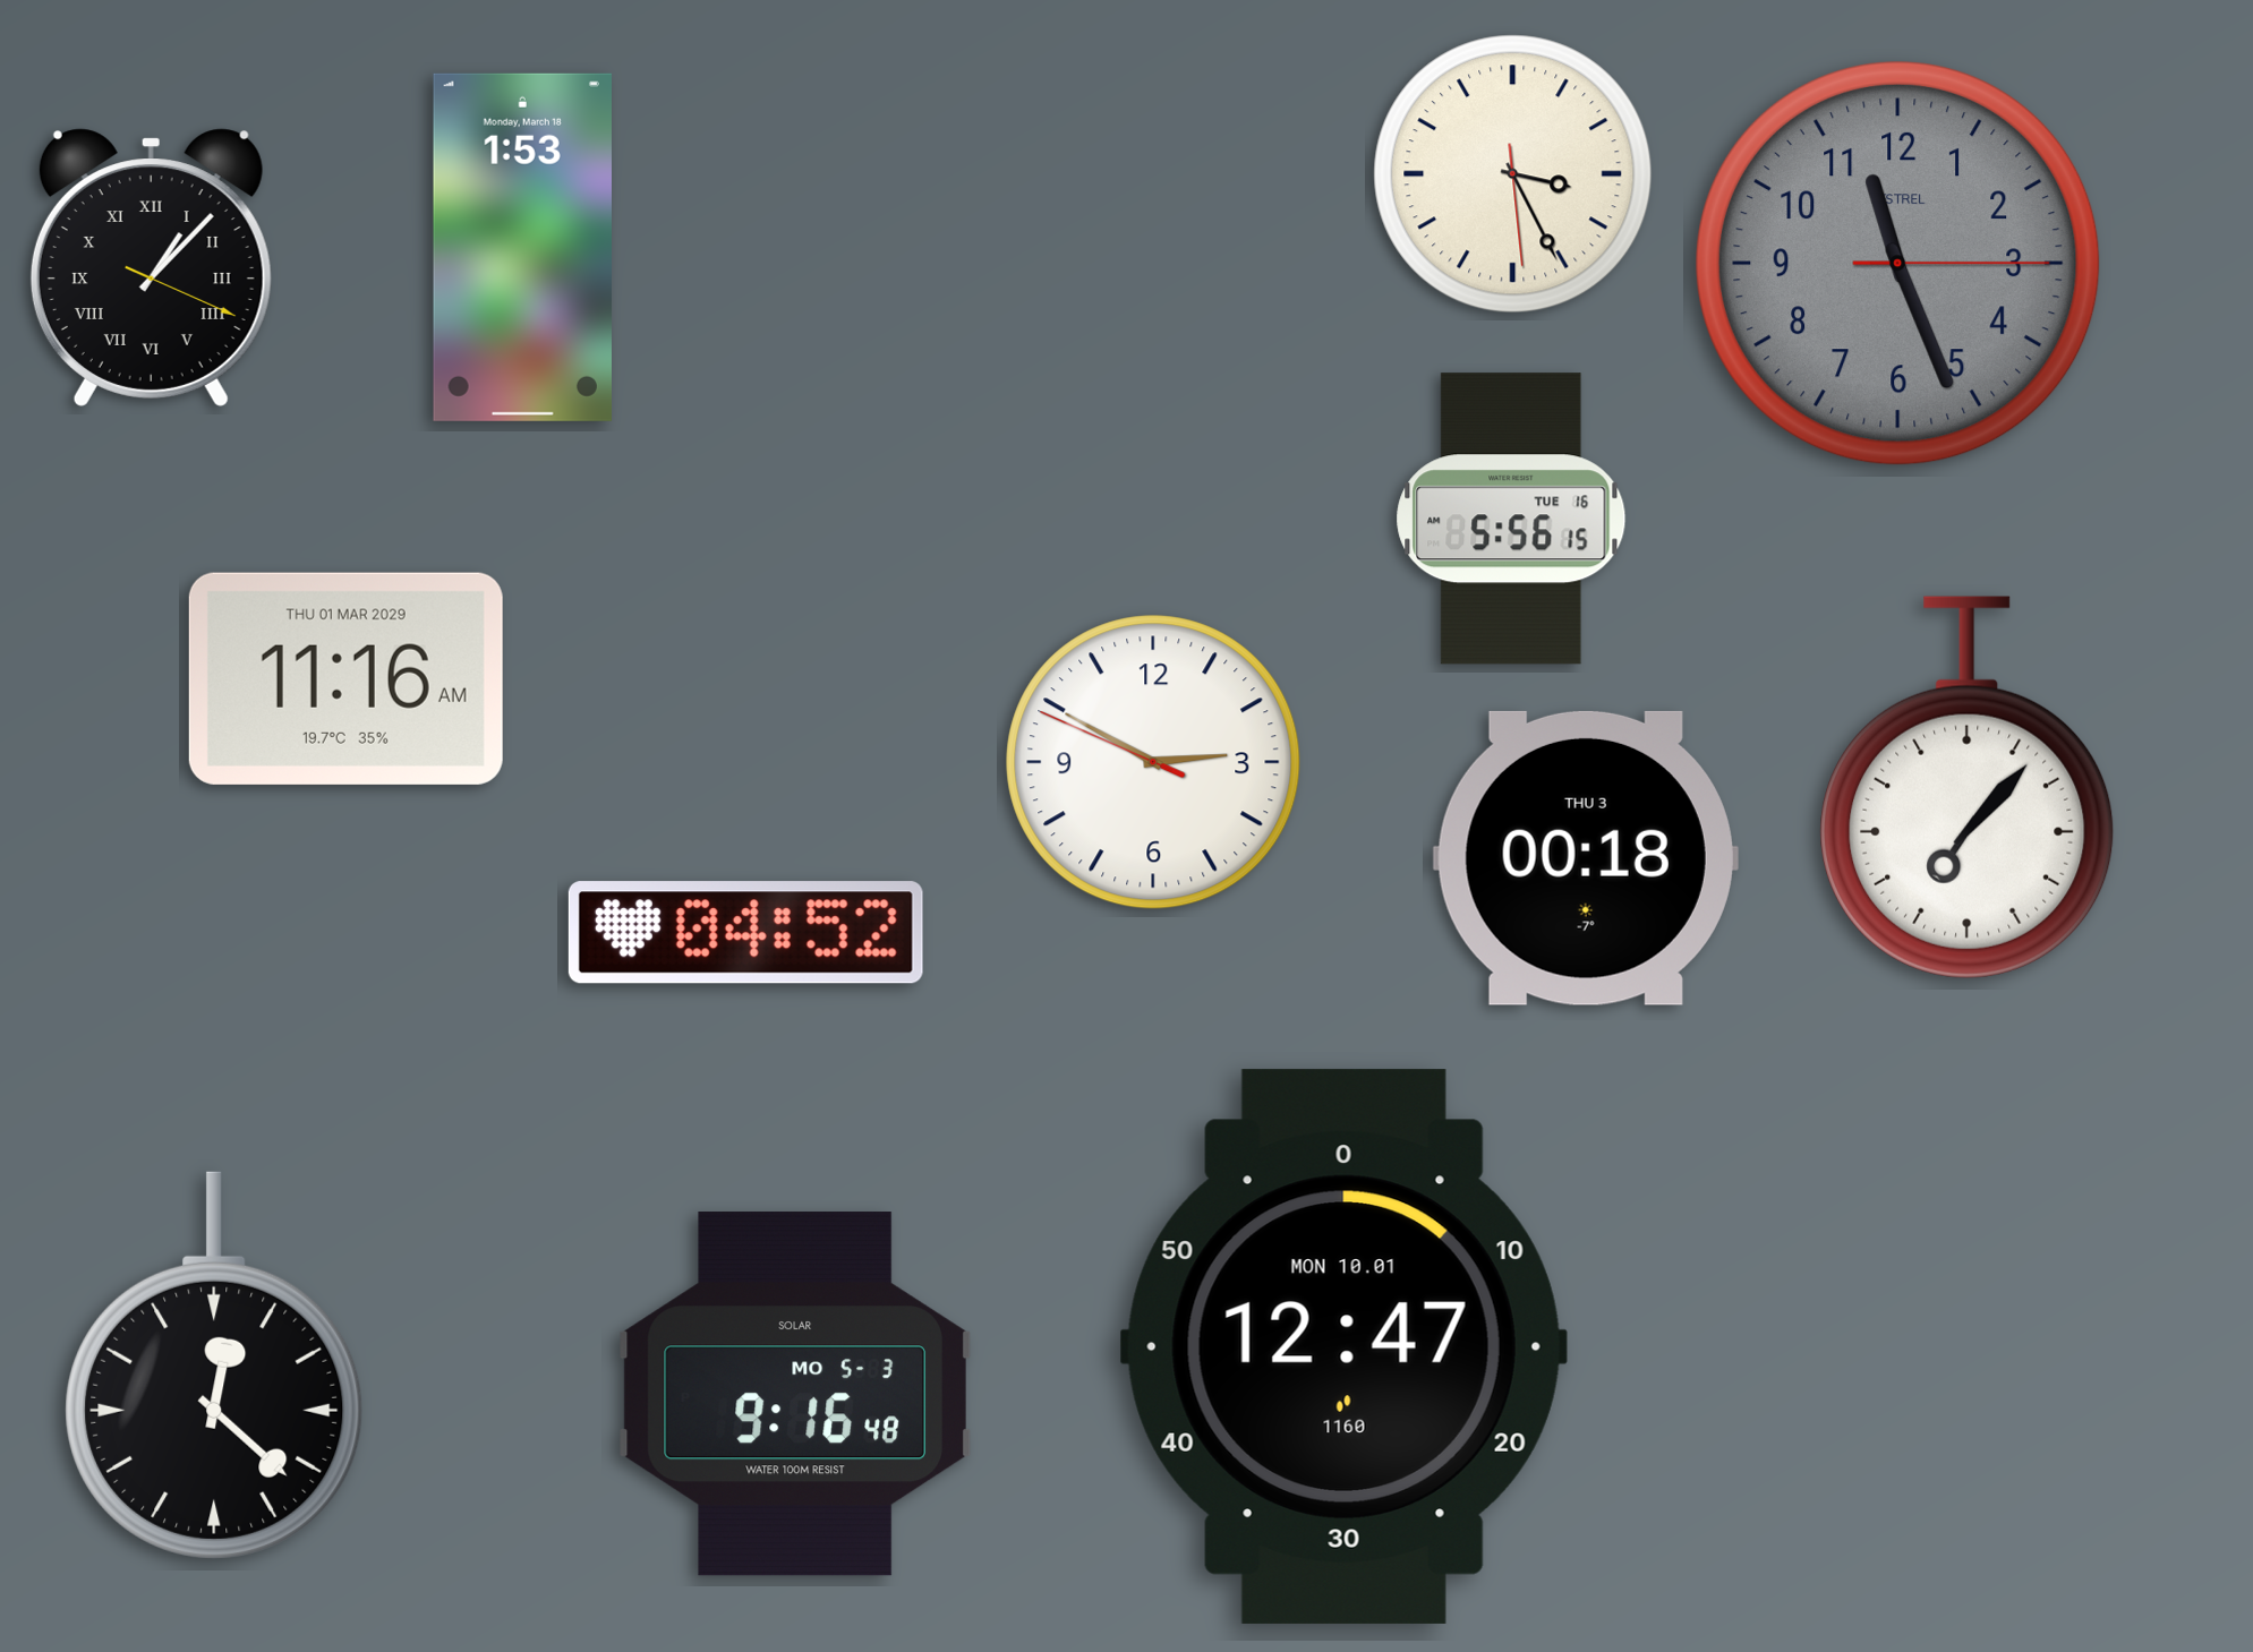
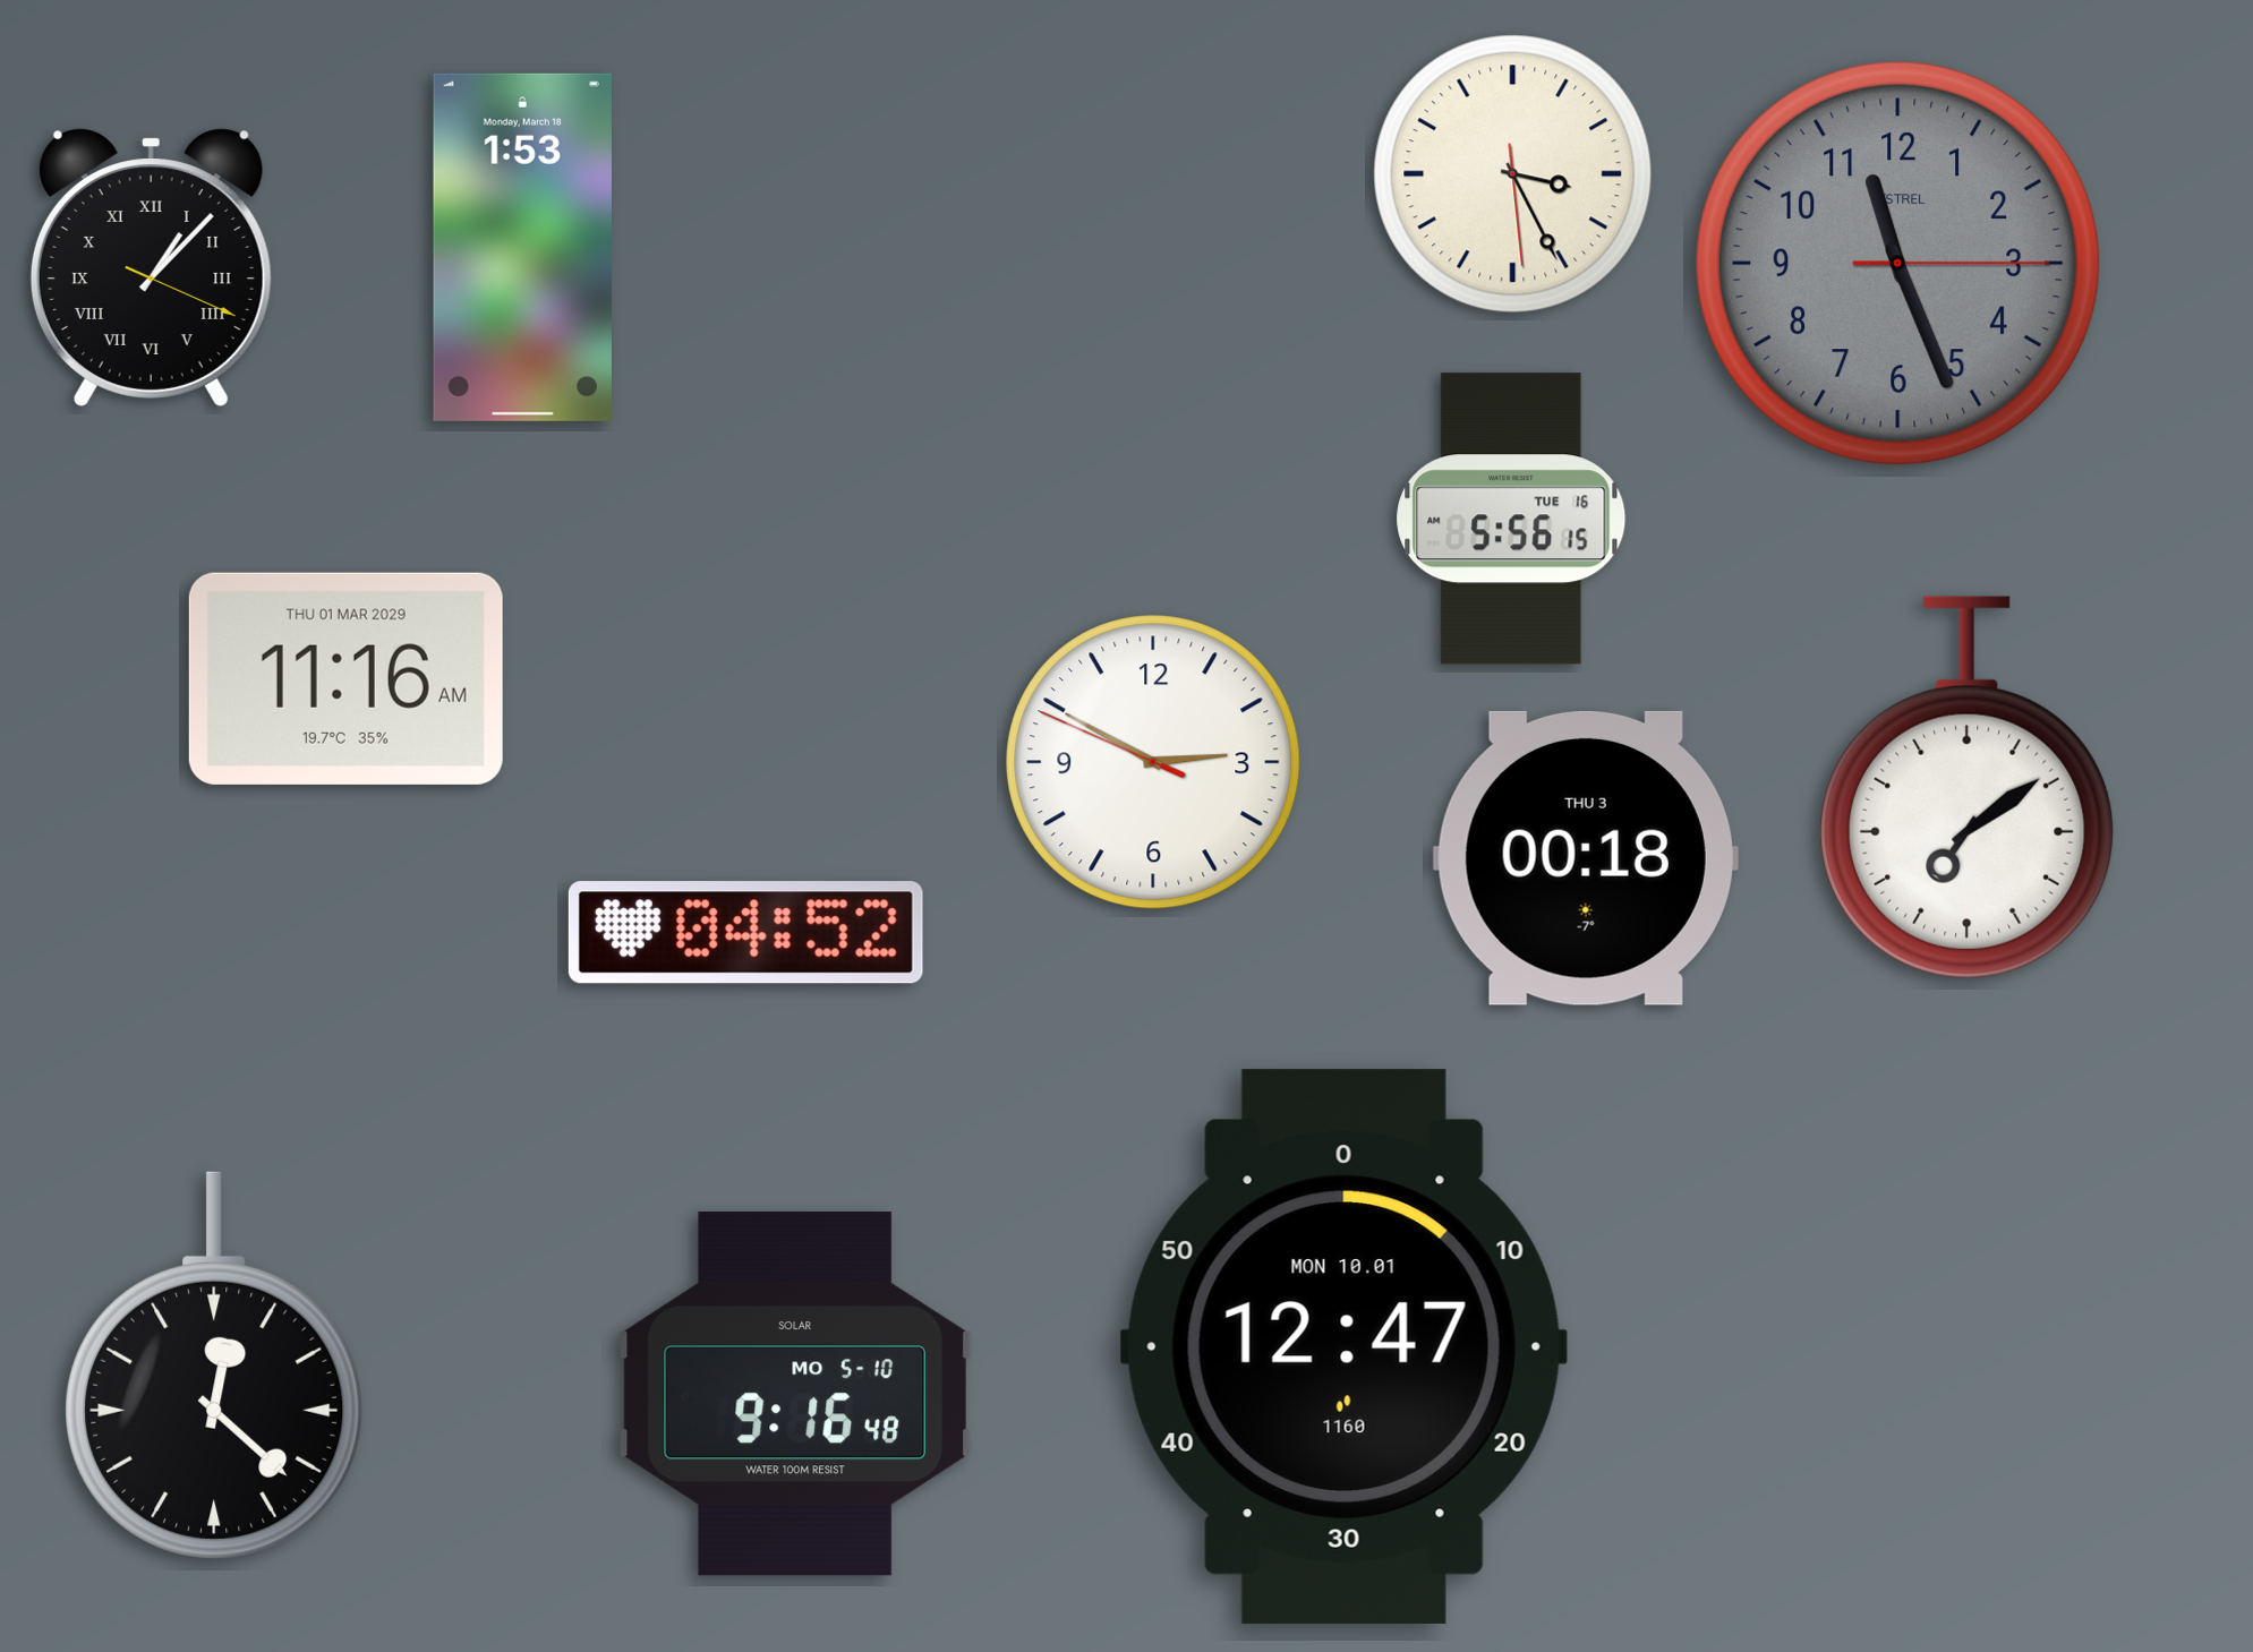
clock at (1968, 788): 7:07 -> 7:09
clock at (795, 1394) date: MO 5-3 -> MO 5-10
